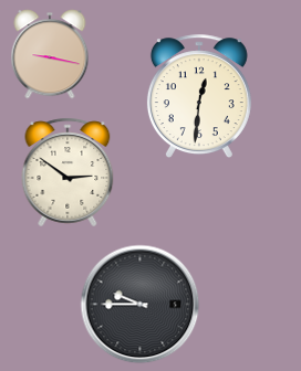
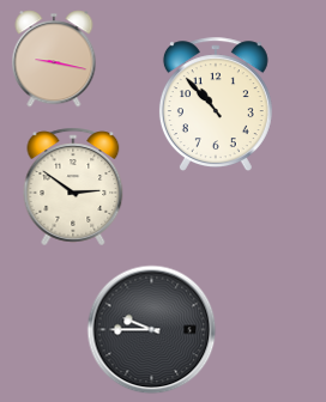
clock at (199, 96): 12:31 -> 10:53
